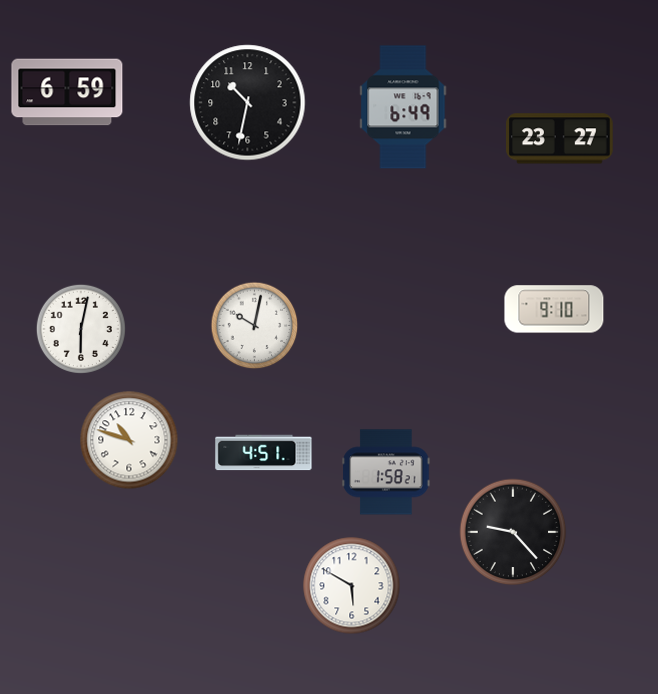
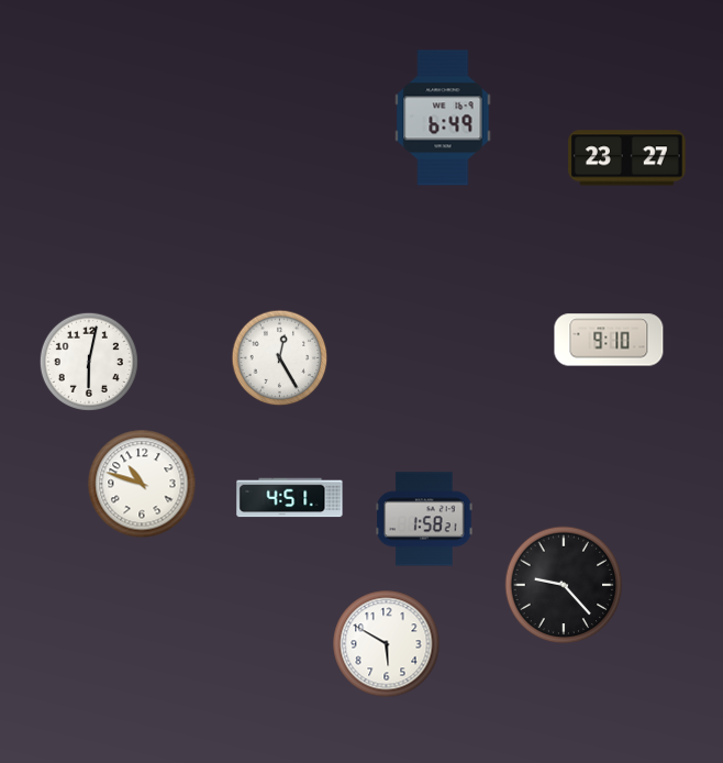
clock at (67, 92): 6:59 -> none
clock at (248, 103): 10:32 -> none
clock at (560, 139) position: (560, 139) -> (627, 158)
clock at (255, 326): 10:02 -> 12:25
